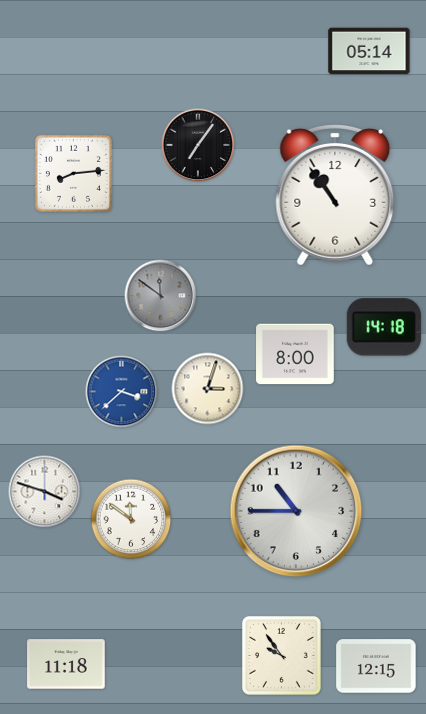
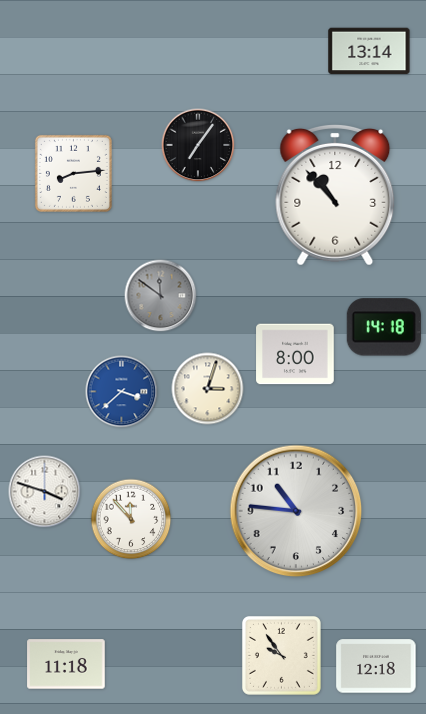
clock at (369, 51): 05:14 -> 13:14
clock at (335, 195): 10:54 -> 10:53
clock at (296, 511): 10:45 -> 10:46
clock at (131, 519): 11:51 -> 11:53
clock at (376, 666): 12:15 -> 12:18
